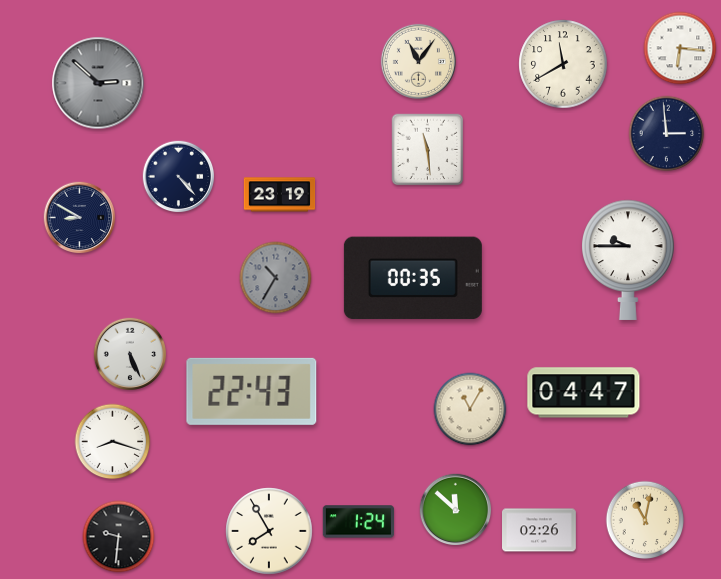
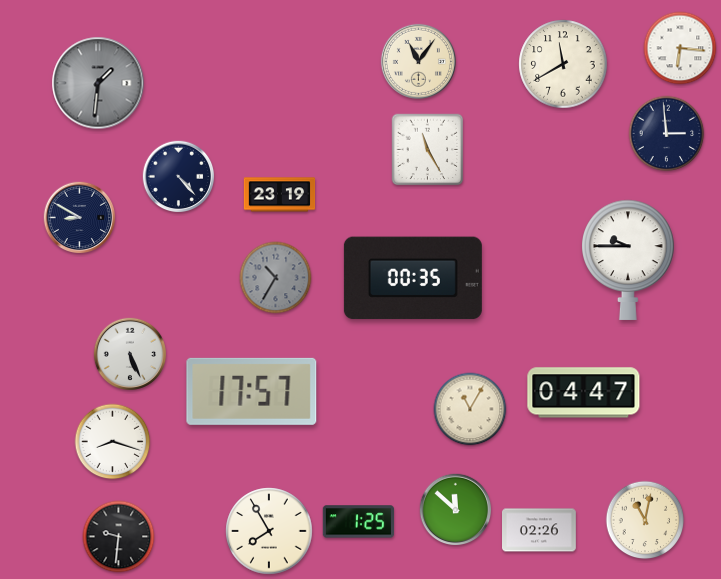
clock at (98, 83): 2:52 -> 1:31
clock at (428, 150): 11:29 -> 11:25
clock at (252, 391): 22:43 -> 17:57
clock at (359, 522): 1:24 -> 1:25
